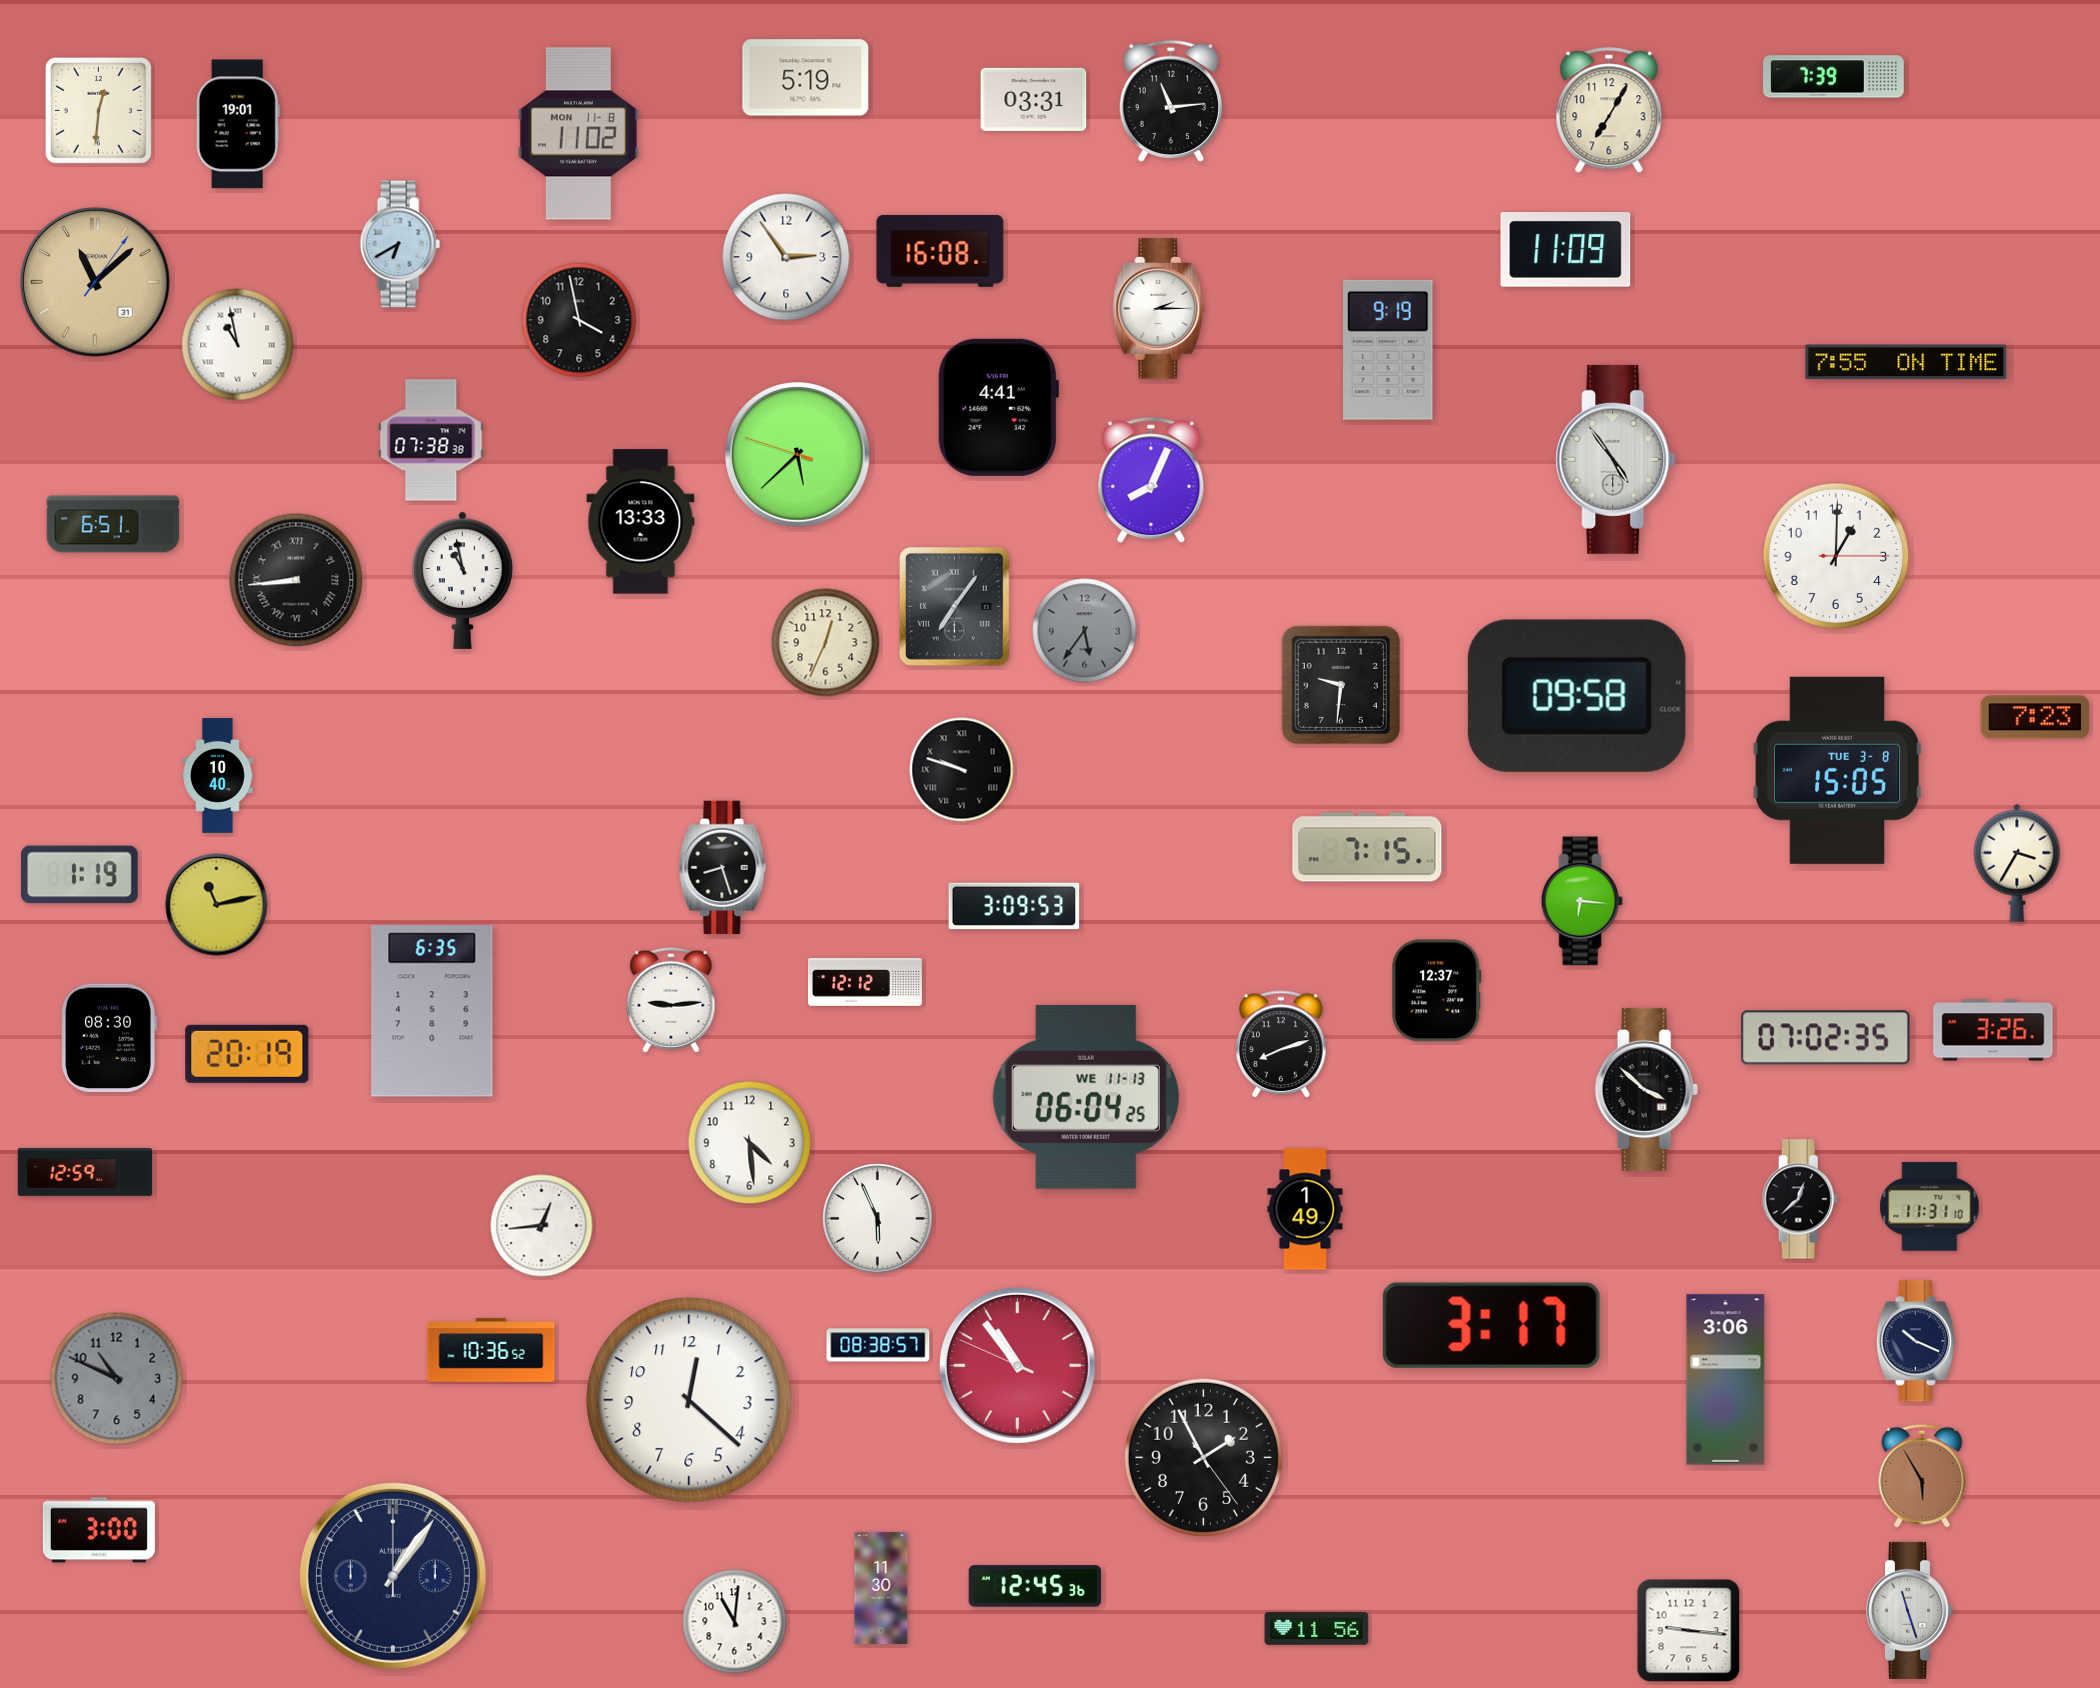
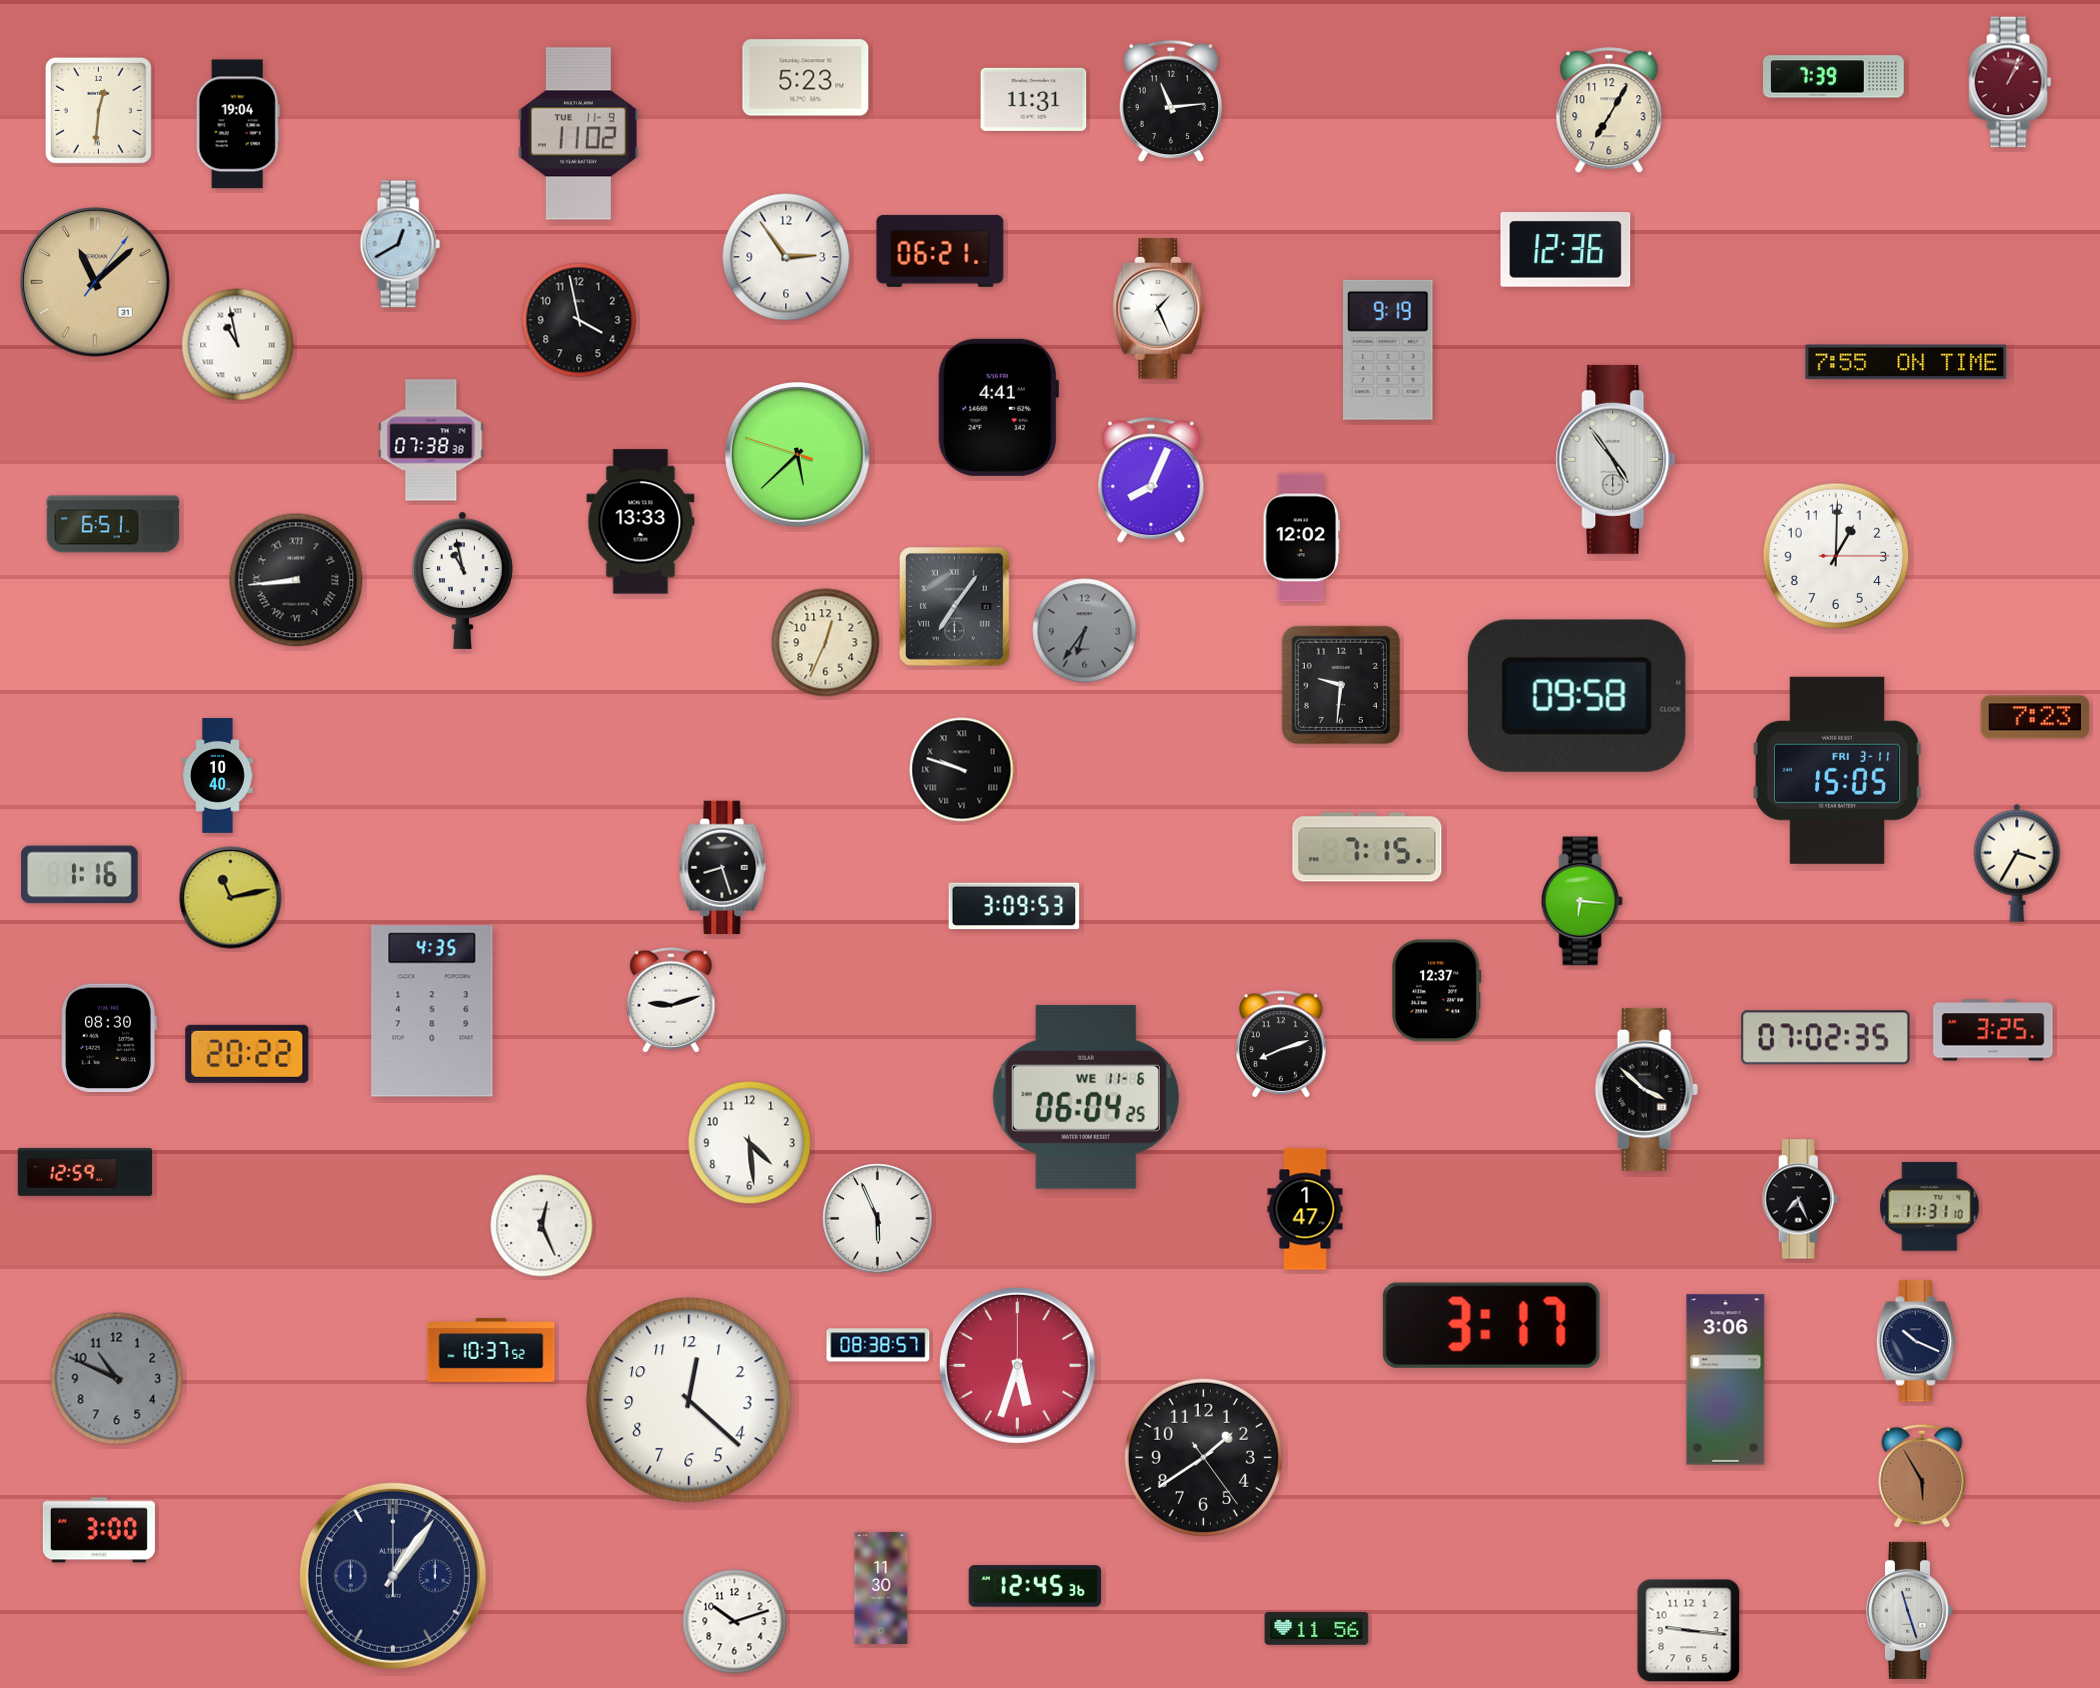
clock at (806, 78): 5:19 -> 5:23
clock at (2010, 82): none -> 1:04
clock at (1034, 99): 03:31 -> 11:31
clock at (238, 124): 19:01 -> 19:04
clock at (578, 134) date: MON 11-8 -> TUE 11-9
clock at (400, 244): 6:40 -> 12:40
clock at (1566, 250): 11:09 -> 12:36
clock at (940, 251): 16:08 -> 06:21
clock at (1159, 309): 2:15 -> 1:26
clock at (1302, 538): none -> 12:02
clock at (1085, 631): 5:36 -> 6:36
clock at (1838, 770) date: TUE 3-8 -> FRI 3-11
clock at (80, 875): 1:19 -> 1:16
clock at (217, 905) position: (217, 905) -> (231, 898)
clock at (865, 982): 12:12 -> none
clock at (671, 1000): 9:14 -> 9:12
clock at (432, 1011): 6:35 -> 4:35
clock at (1993, 1030): 3:26 -> 3:25
clock at (247, 1054): 20:19 -> 20:22
clock at (1086, 1097) date: WE 11-13 -> WE 11-6
clock at (1800, 1199): 12:38 -> 7:26
clock at (1305, 1209): 1:49 -> 1:47
clock at (542, 1226): 12:44 -> 12:26
clock at (491, 1350): 10:36 -> 10:37
clock at (1017, 1365): 10:53 -> 5:33
clock at (1203, 1457): 1:55 -> 1:39
clock at (735, 1622): 11:01 -> 10:12
